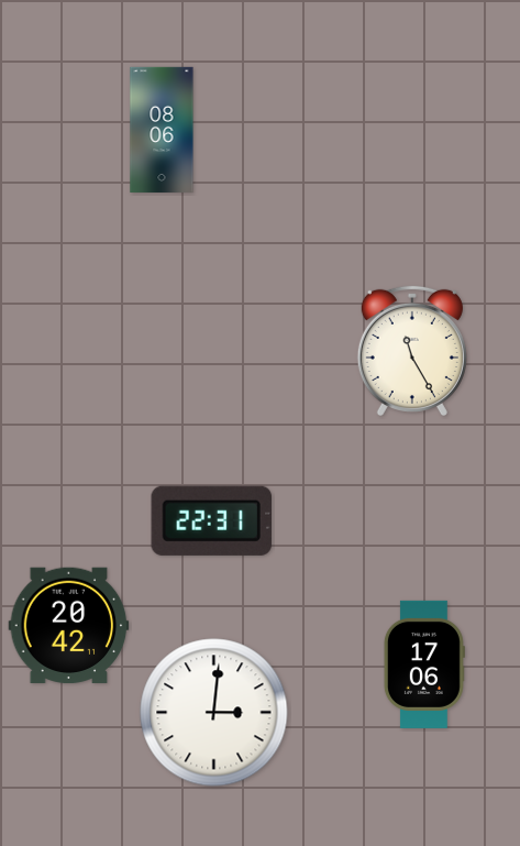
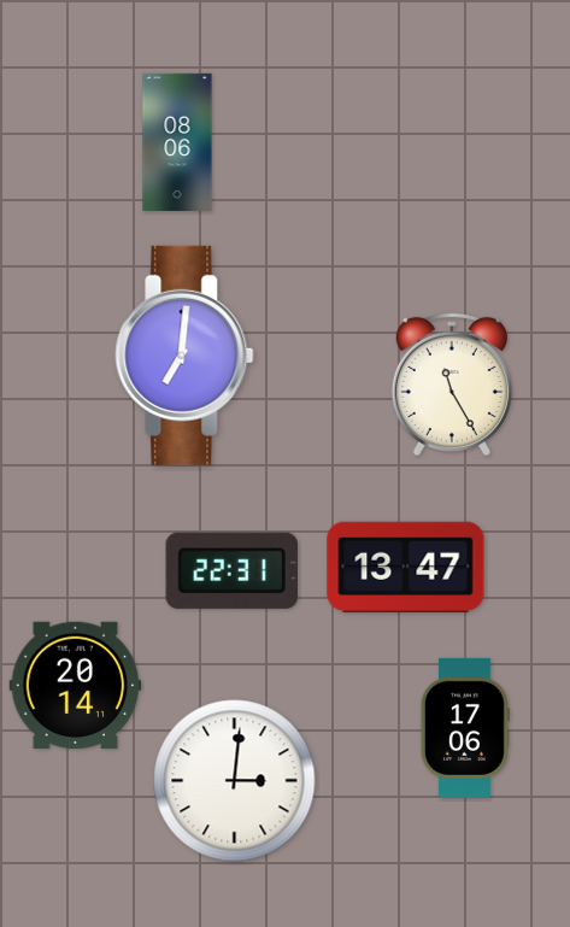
clock at (184, 356): none -> 7:01
clock at (406, 567): none -> 13:47
clock at (69, 625): 20:42 -> 20:14
